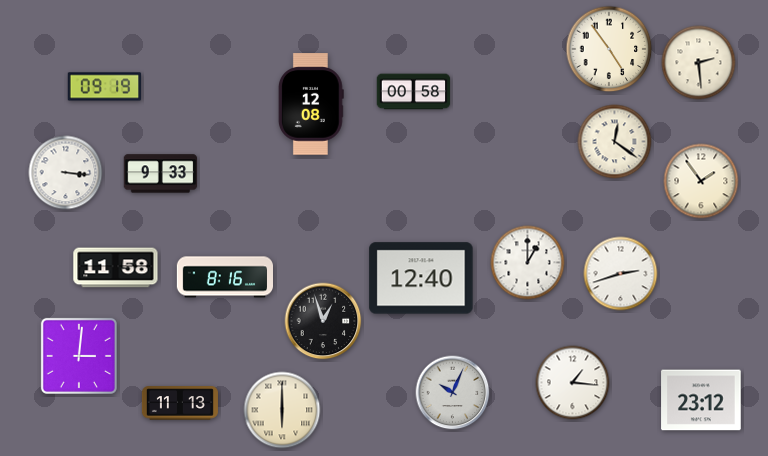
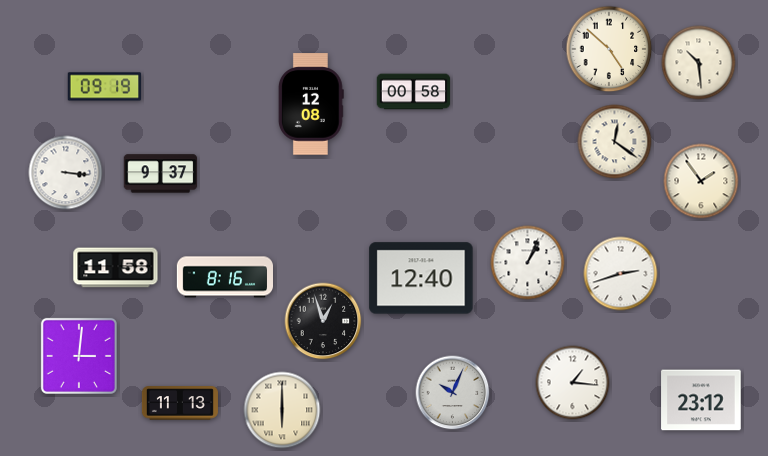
clock at (609, 49): 4:54 -> 4:52
clock at (699, 63): 2:29 -> 10:29
clock at (161, 174): 9:33 -> 9:37
clock at (528, 263): 1:00 -> 1:04
